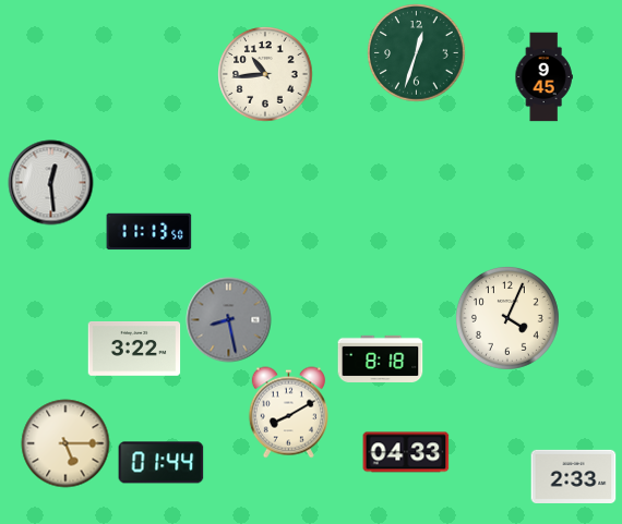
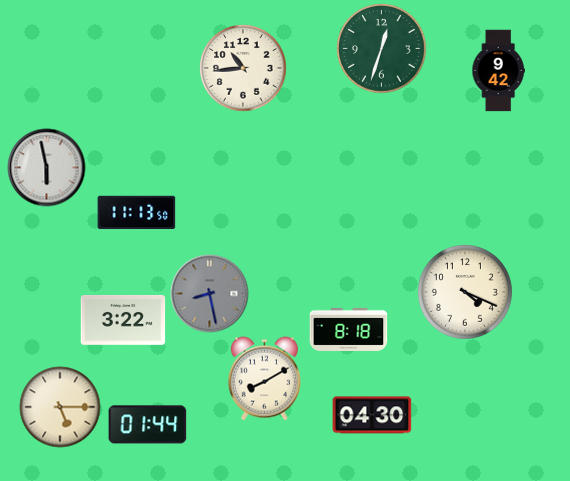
clock at (543, 76): 9:45 -> 9:42
clock at (50, 182): 12:29 -> 5:58
clock at (507, 318): 4:04 -> 4:19
clock at (406, 452): 04:33 -> 04:30
clock at (573, 476): 2:33 -> none
